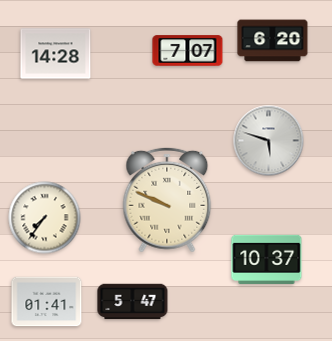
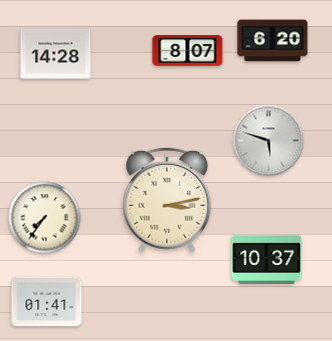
clock at (188, 51): 7:07 -> 8:07
clock at (167, 200): 9:49 -> 3:13
clock at (133, 302): 5:47 -> none
